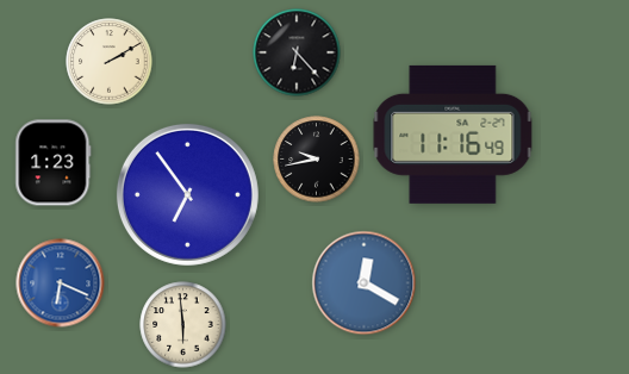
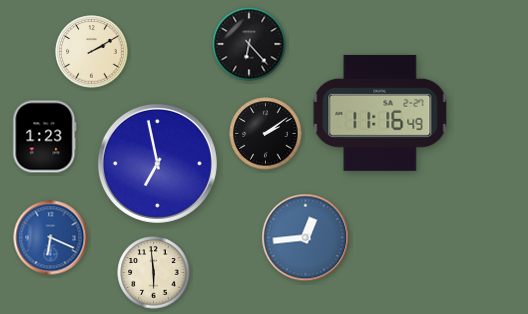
clock at (317, 160): 9:43 -> 2:09
clock at (187, 194): 6:54 -> 6:58
clock at (365, 283): 12:20 -> 12:44
